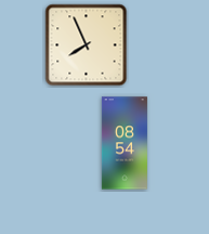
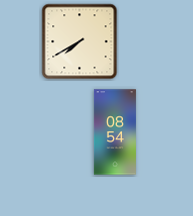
clock at (87, 45): 7:56 -> 7:40
